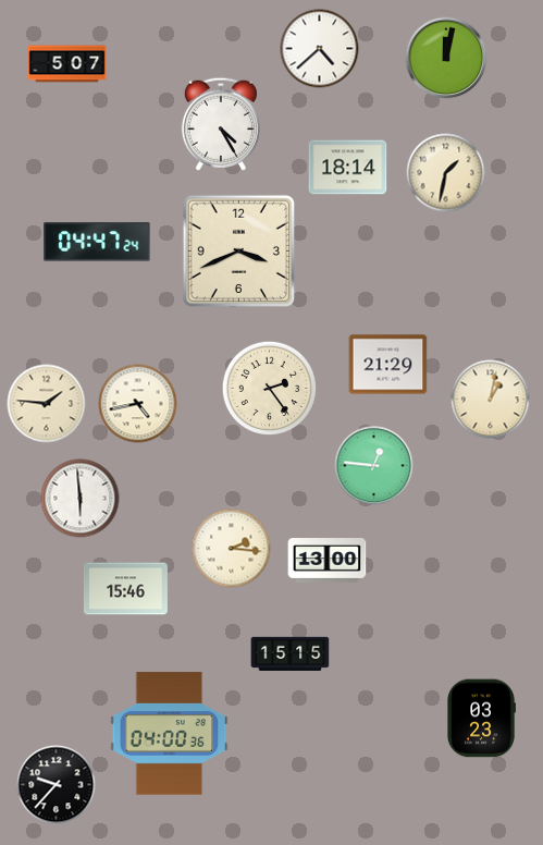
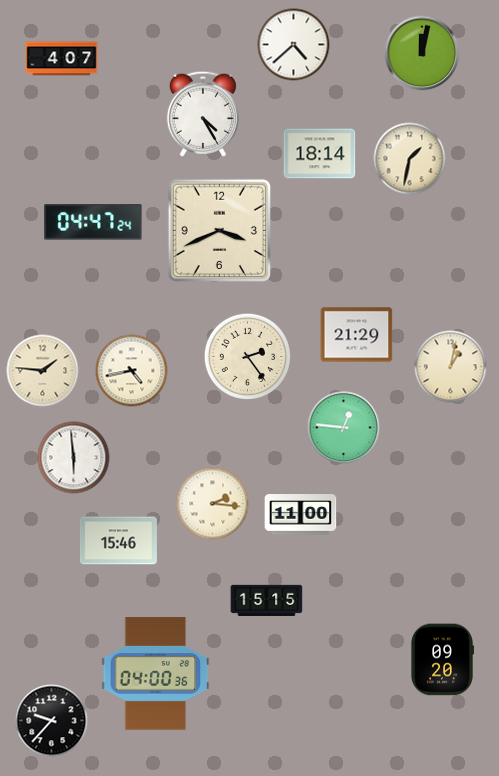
clock at (446, 58) position: (446, 58) -> (422, 53)
clock at (67, 64): 5:07 -> 4:07
clock at (97, 242) position: (97, 242) -> (93, 222)
clock at (138, 404) position: (138, 404) -> (132, 371)
clock at (328, 561): 13:00 -> 11:00
clock at (125, 589) position: (125, 589) -> (118, 541)
clock at (482, 719): 03:23 -> 09:20
